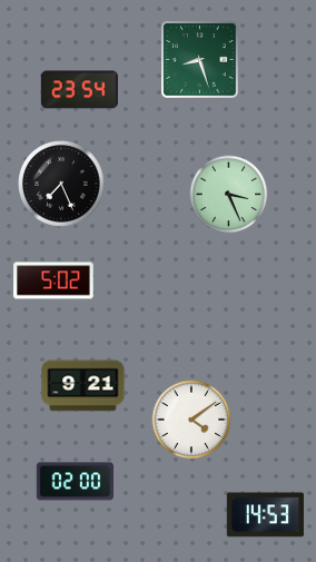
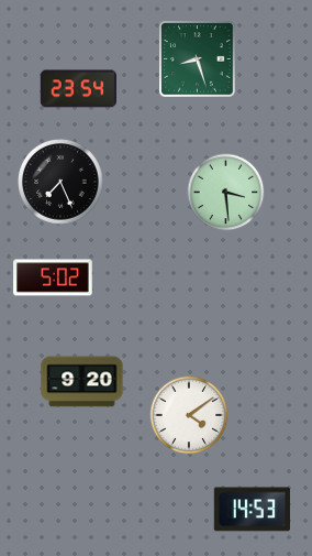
clock at (229, 195): 3:26 -> 3:29
clock at (83, 386): 9:21 -> 9:20
clock at (75, 482): 02:00 -> none
clock at (265, 515) position: (265, 515) -> (252, 510)
